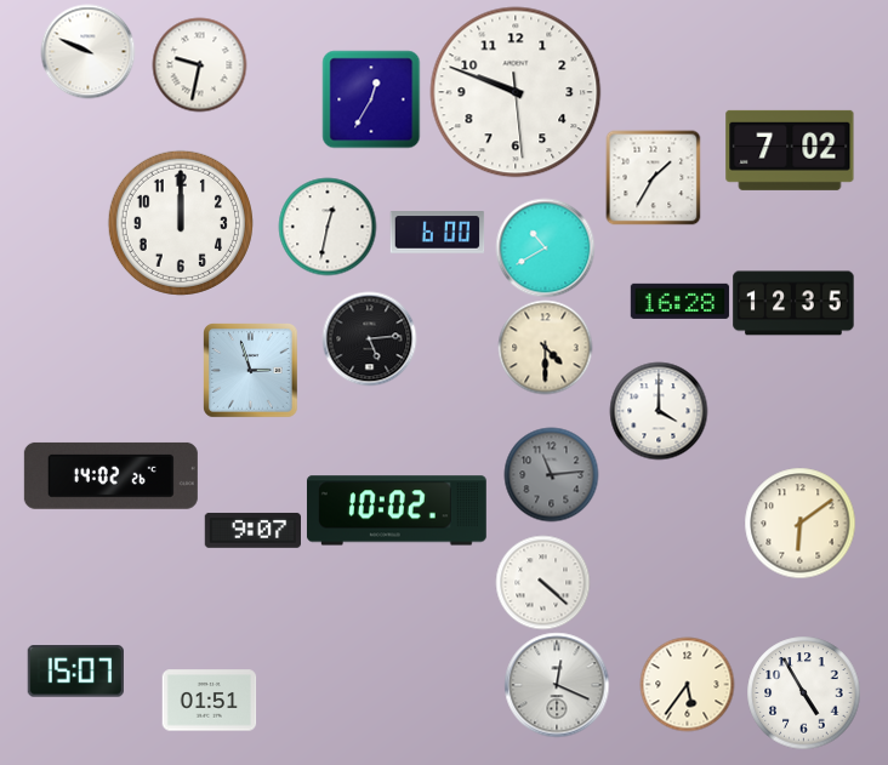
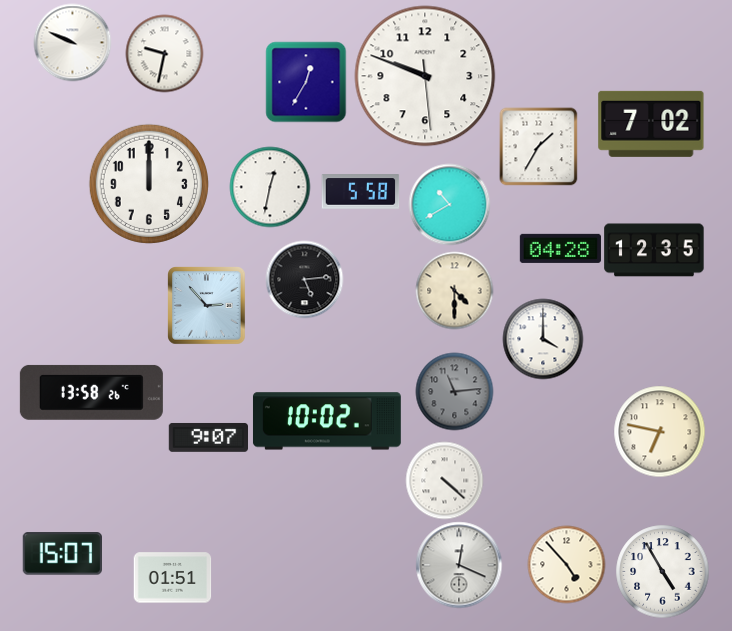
clock at (437, 233): 6:00 -> 5:58
clock at (679, 301): 16:28 -> 04:28
clock at (545, 347) position: (545, 347) -> (454, 290)
clock at (250, 370): 2:57 -> 2:53
clock at (110, 475): 14:02 -> 13:58
clock at (799, 523): 6:09 -> 6:47
clock at (542, 582) position: (542, 582) -> (444, 480)
clock at (687, 684): 5:36 -> 4:53
